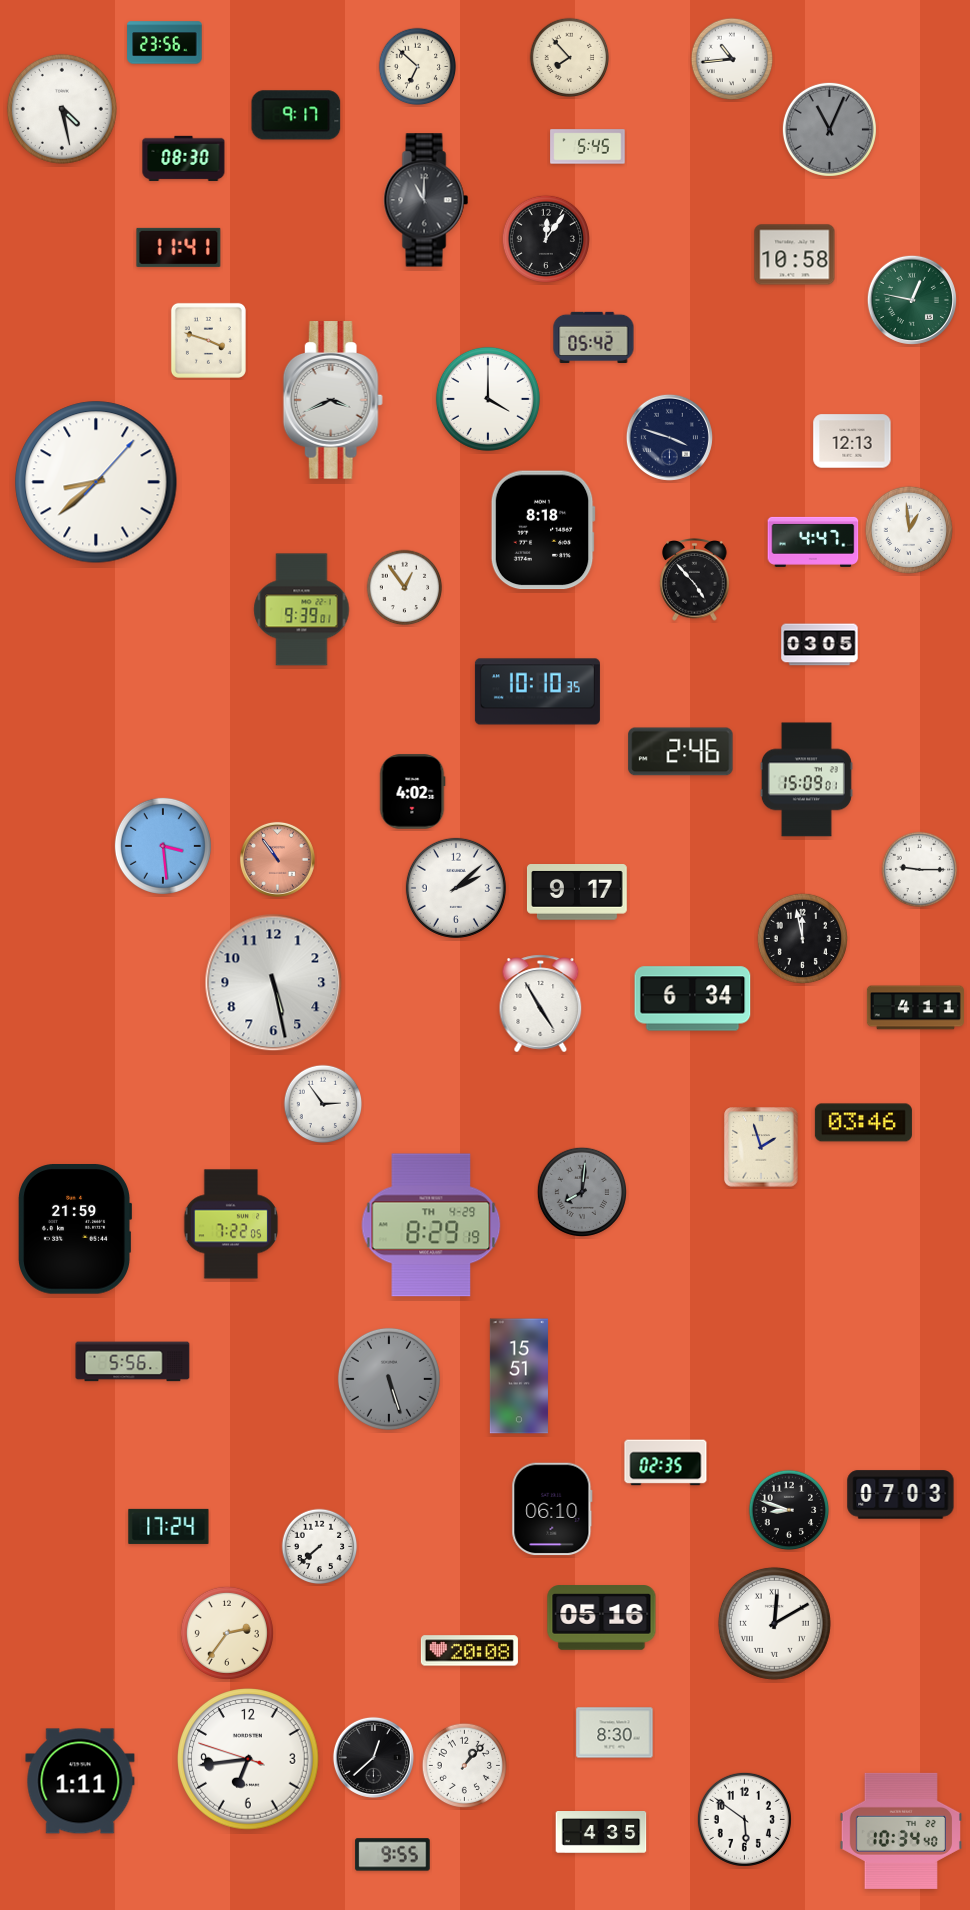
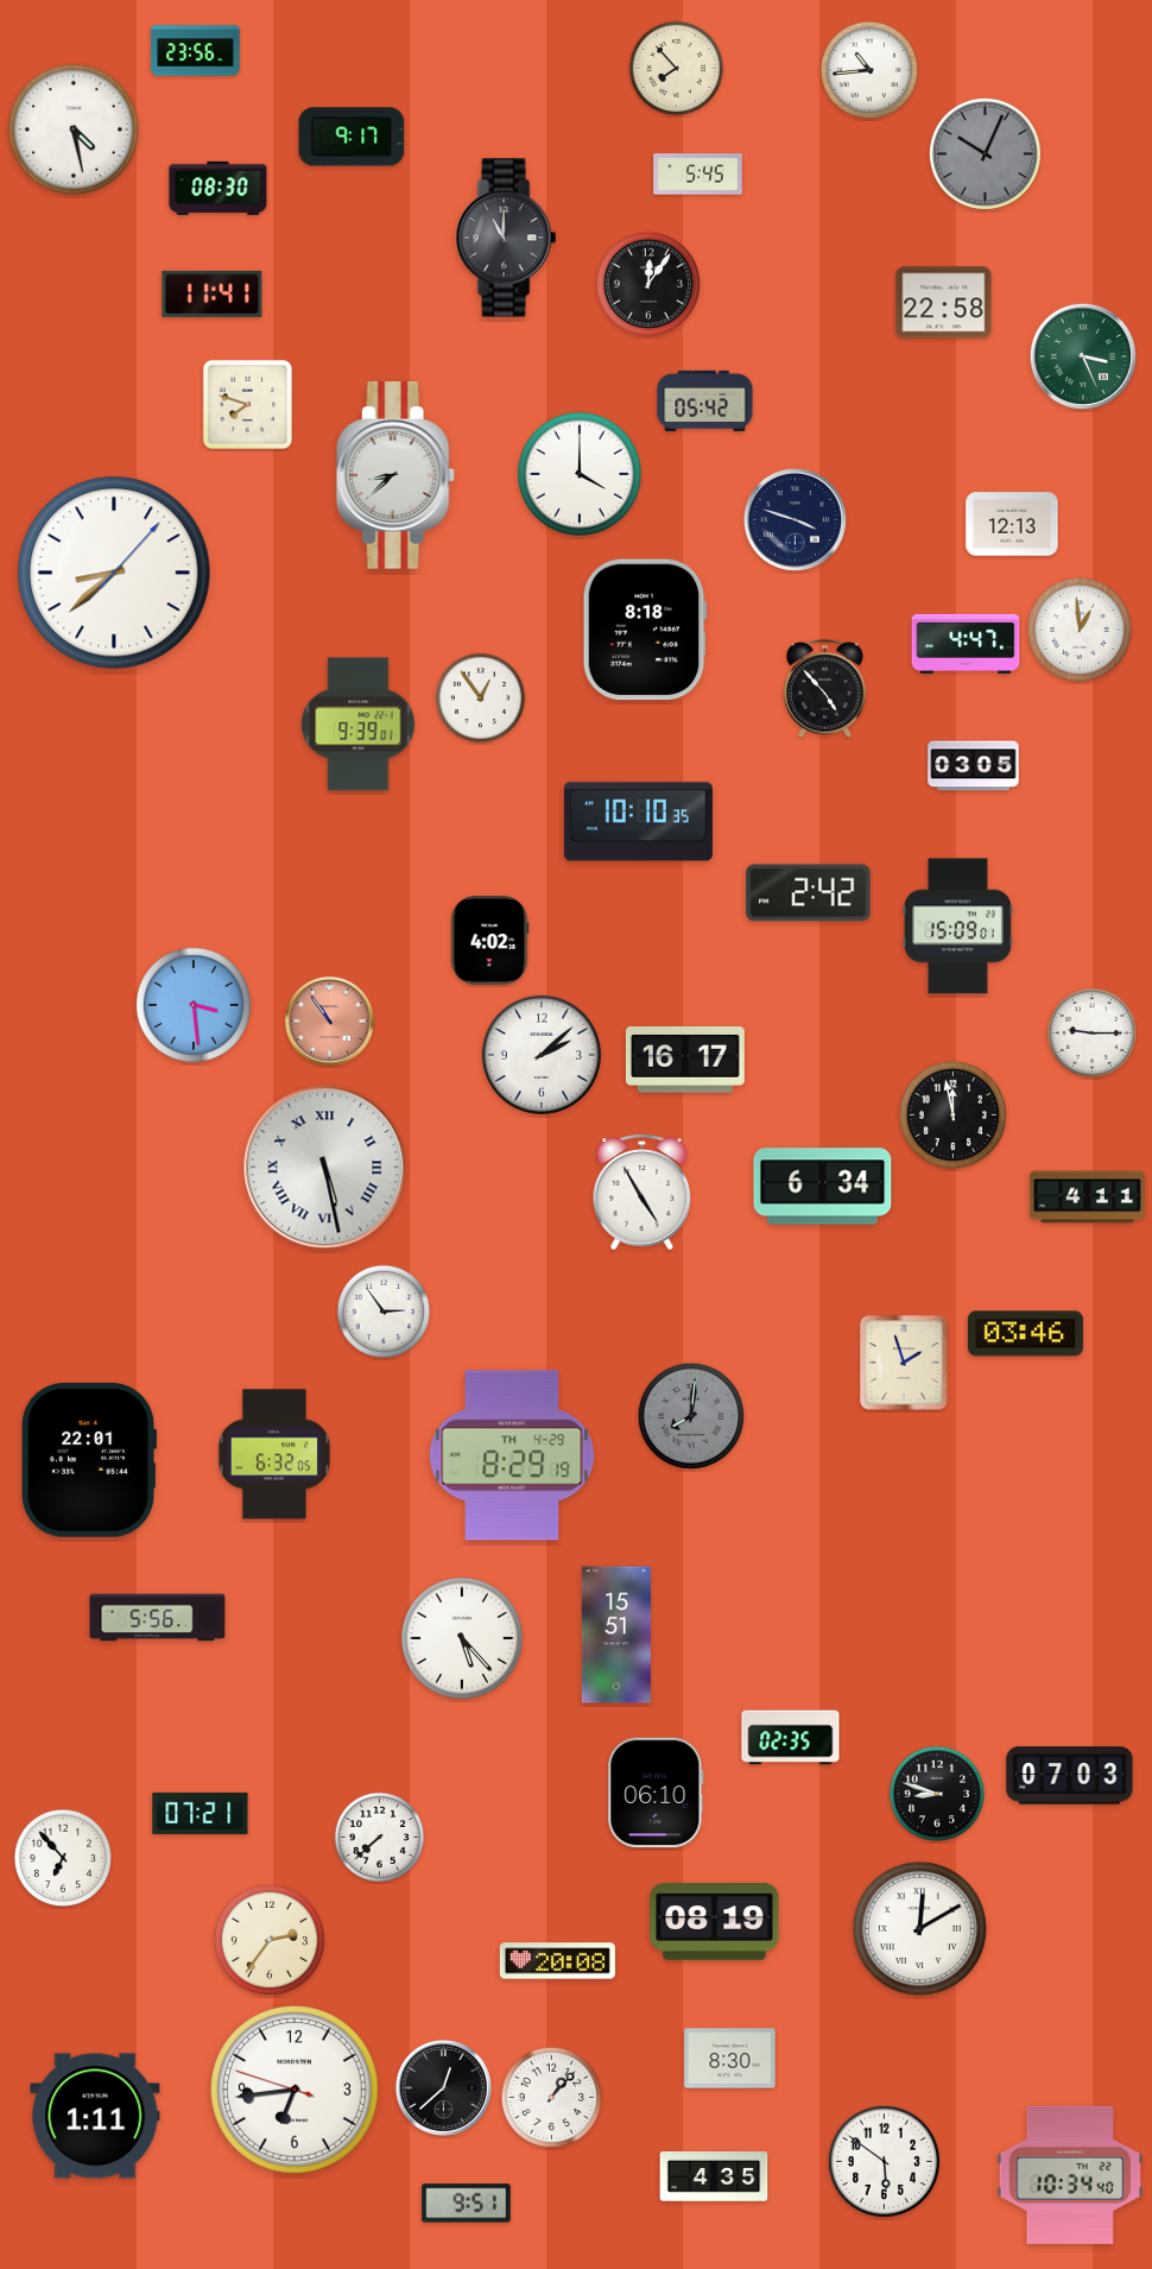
clock at (418, 67): 6:52 -> none
clock at (829, 129): 11:04 -> 10:04
clock at (795, 255): 10:58 -> 22:58
clock at (912, 300): 12:47 -> 3:26
clock at (208, 340): 3:48 -> 7:48
clock at (333, 400): 3:41 -> 8:38
clock at (681, 752): 2:46 -> 2:42
clock at (577, 893): 9:17 -> 16:17
clock at (274, 983) numerals: Arabic -> Roman
clock at (231, 1224): 7:22 -> 6:32
clock at (75, 1229): 21:59 -> 22:01
clock at (389, 1379): 5:27 -> 5:23
clock at (389, 1379) dial: grey -> white
clock at (169, 1526): 17:24 -> 07:21
clock at (63, 1858): none -> 6:53
clock at (602, 1618): 05:16 -> 08:19
clock at (393, 1855): 9:55 -> 9:51
